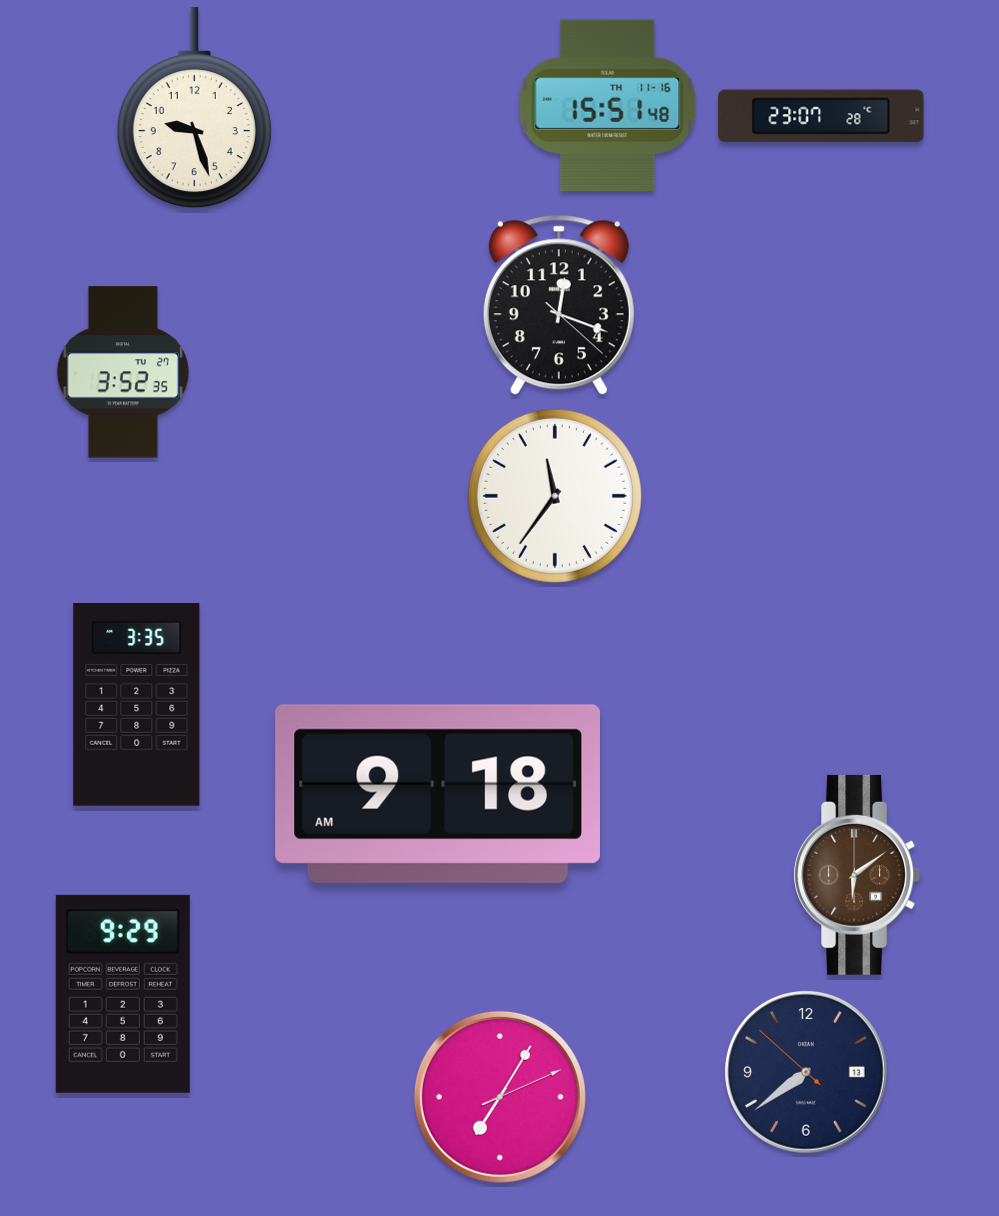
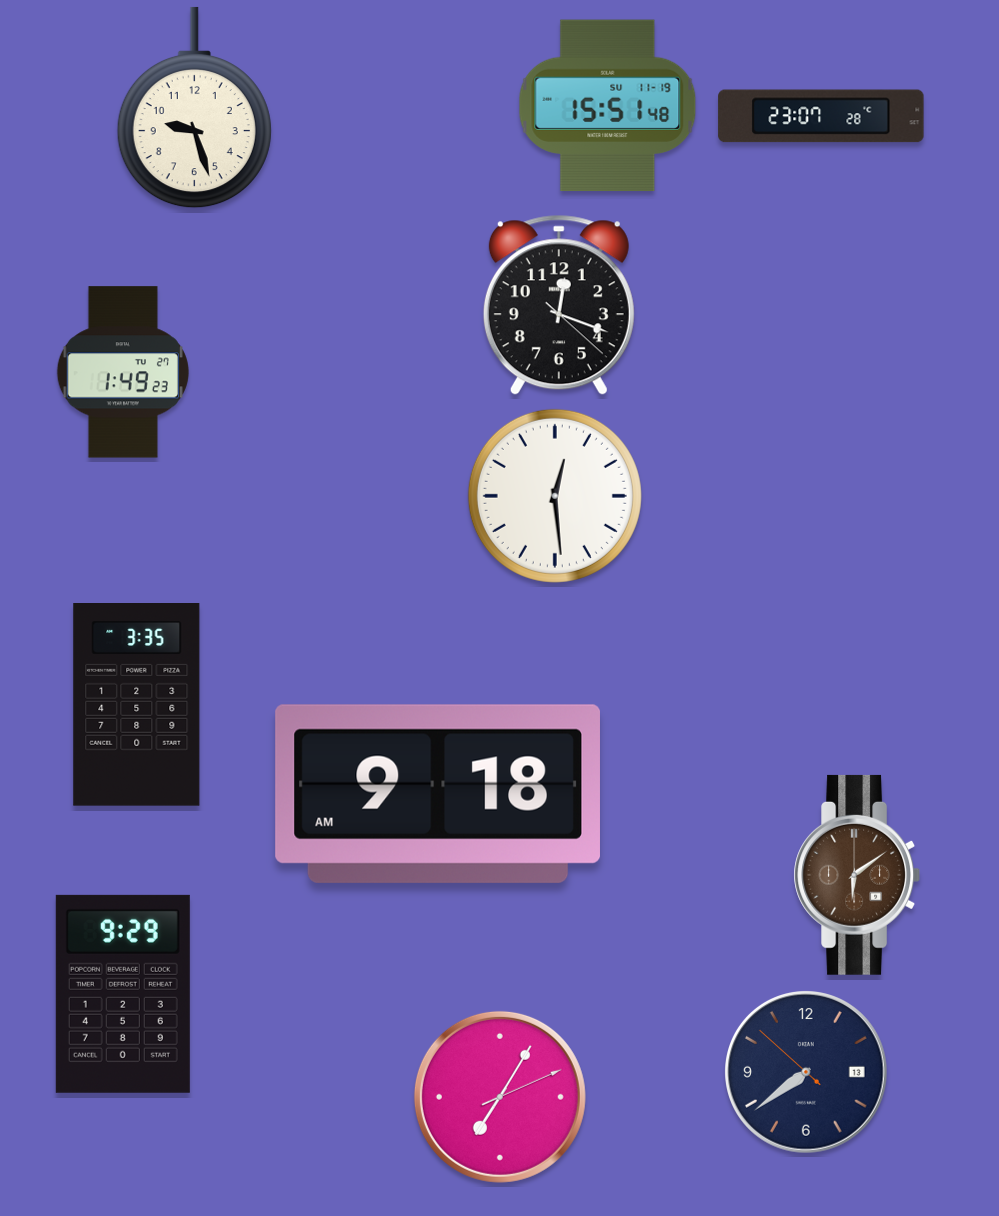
clock at (608, 106) date: TH 11-16 -> SU 11-19
clock at (123, 372): 3:52 -> 1:49
clock at (555, 496): 11:36 -> 12:29
